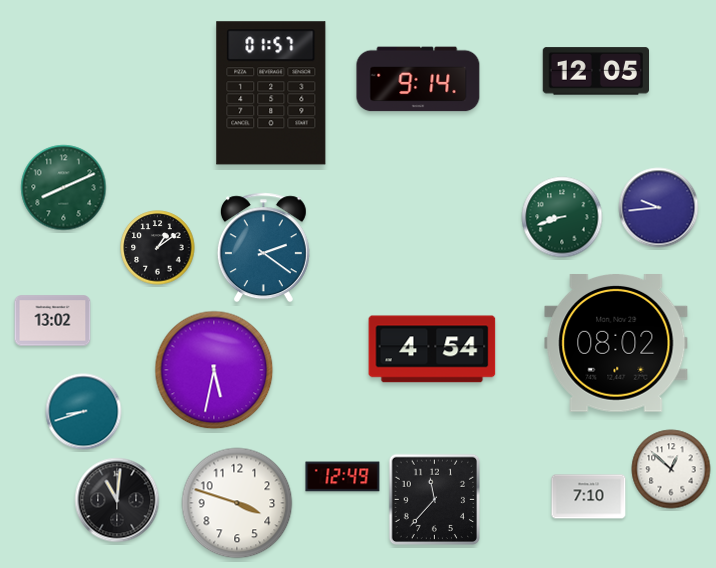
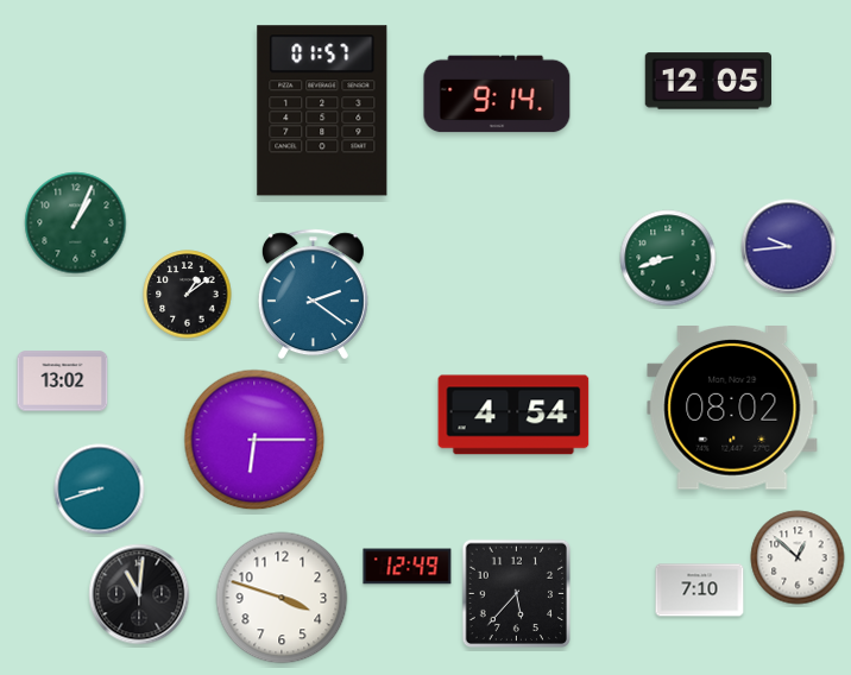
clock at (595, 71) position: (595, 71) -> (707, 81)
clock at (64, 188): 8:11 -> 1:04
clock at (659, 208) position: (659, 208) -> (789, 247)
clock at (214, 370): 5:32 -> 6:15
clock at (434, 499): 11:37 -> 5:37
